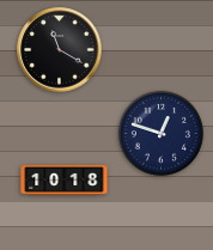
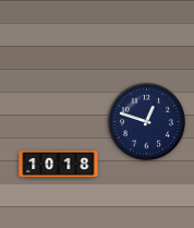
clock at (60, 50): 11:20 -> none
